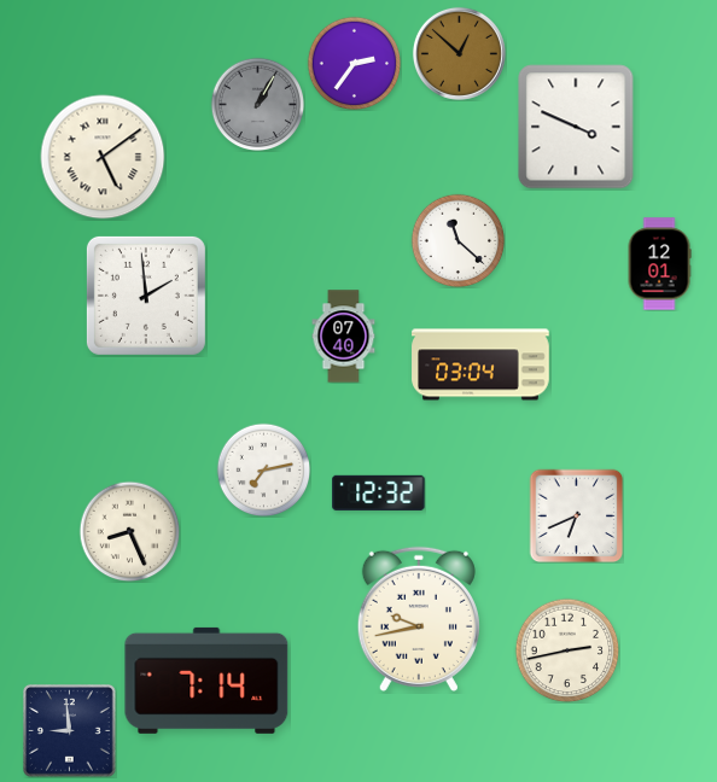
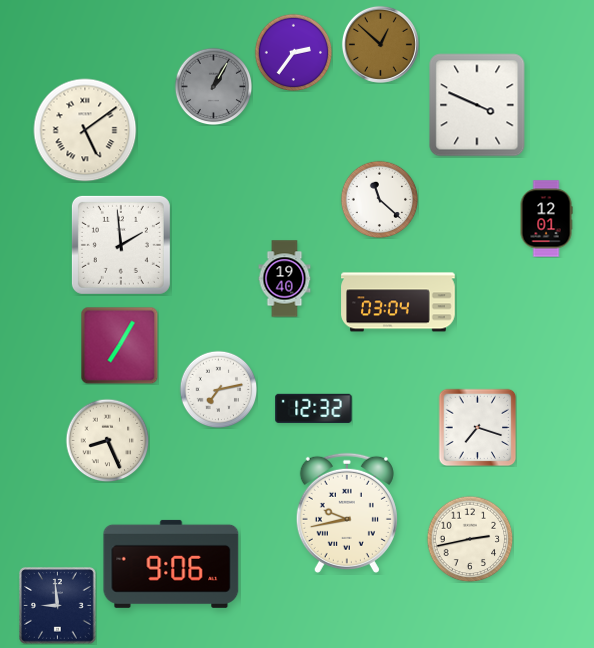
clock at (344, 337): 07:40 -> 19:40
clock at (119, 345): none -> 7:05
clock at (576, 515): 6:41 -> 7:18
clock at (206, 681): 7:14 -> 9:06
